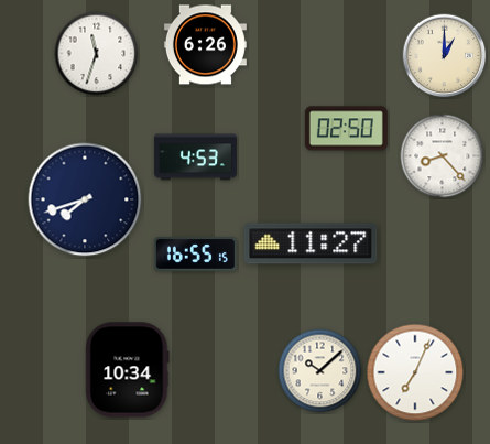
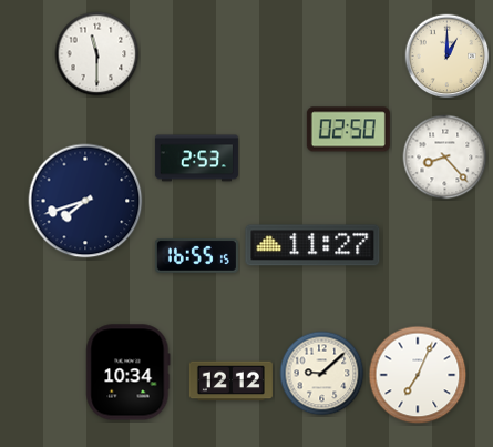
clock at (205, 45): 6:26 -> none
clock at (97, 54): 11:33 -> 11:30
clock at (195, 158): 4:53 -> 2:53
clock at (320, 371): 10:08 -> 9:08
clock at (230, 382): none -> 12:12
